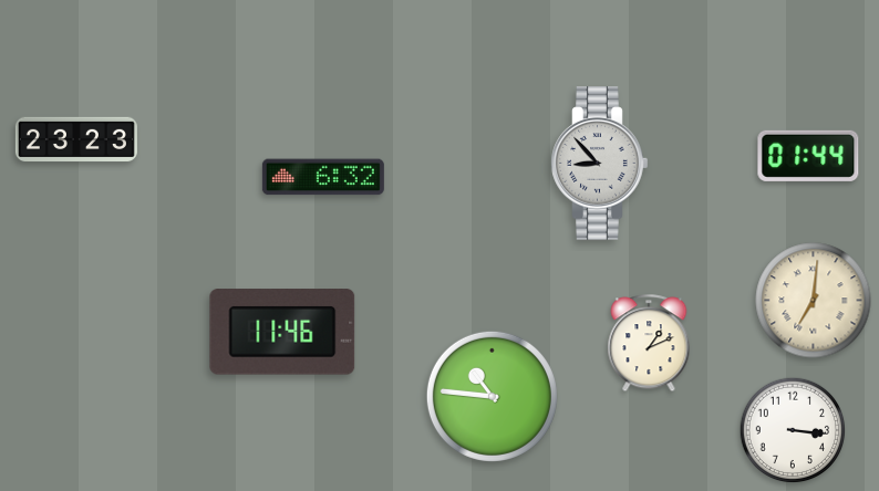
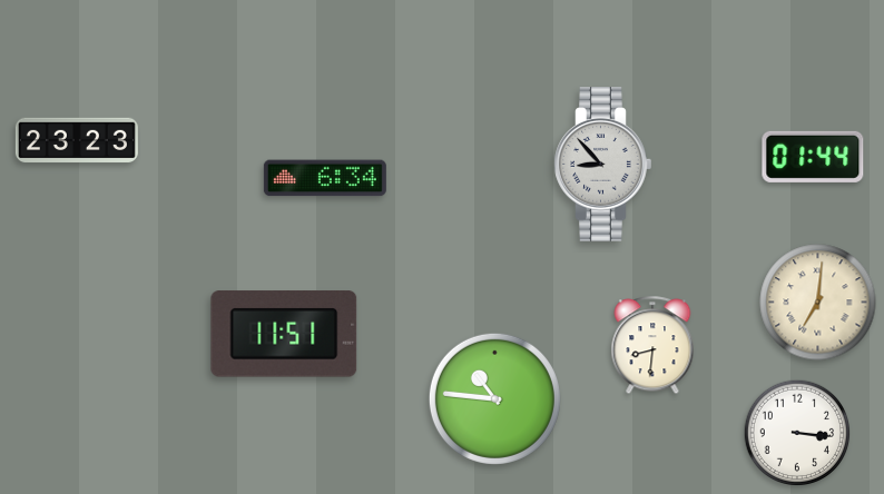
clock at (323, 177): 6:32 -> 6:34
clock at (282, 332): 11:46 -> 11:51
clock at (649, 344): 1:11 -> 8:31
